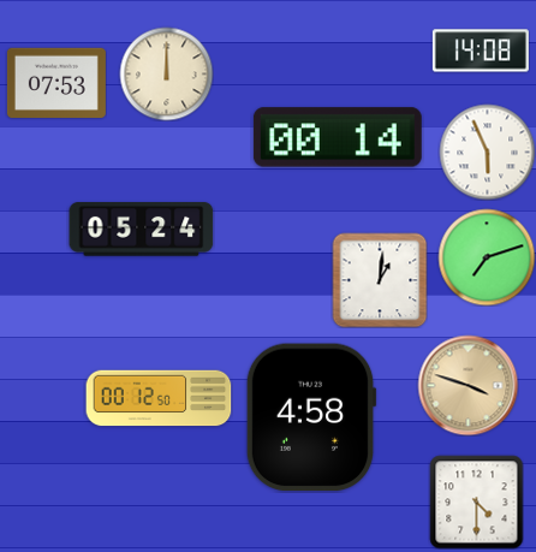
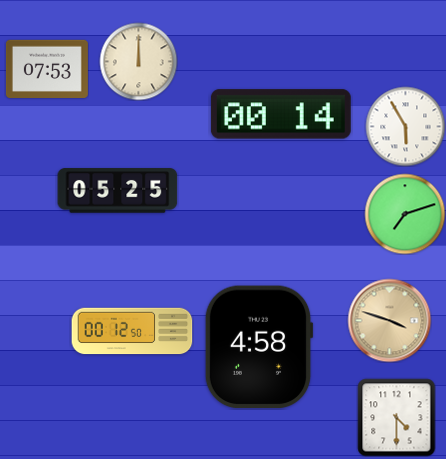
clock at (481, 51): 14:08 -> none
clock at (487, 152): 5:56 -> 5:55
clock at (142, 230): 05:24 -> 05:25
clock at (380, 280): 1:01 -> none
